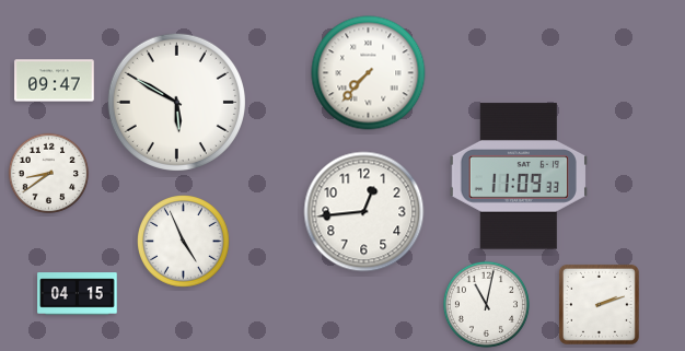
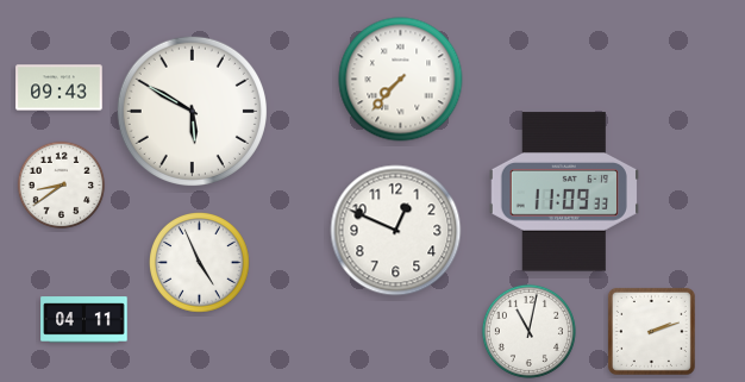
clock at (55, 81): 09:47 -> 09:43
clock at (49, 174) position: (49, 174) -> (62, 186)
clock at (364, 212): 12:44 -> 12:49
clock at (78, 294): 04:15 -> 04:11
